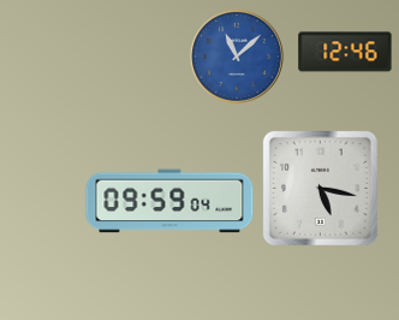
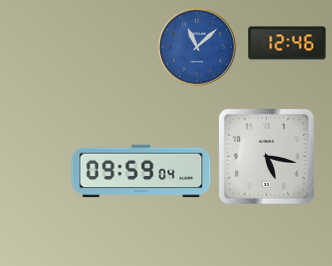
clock at (169, 201) position: (169, 201) -> (141, 171)
